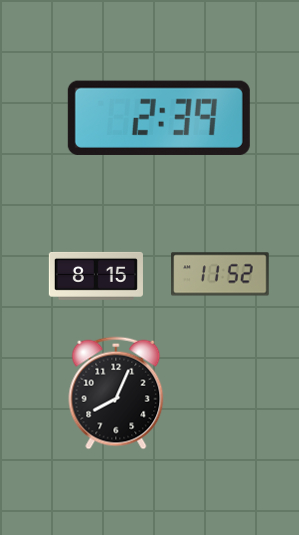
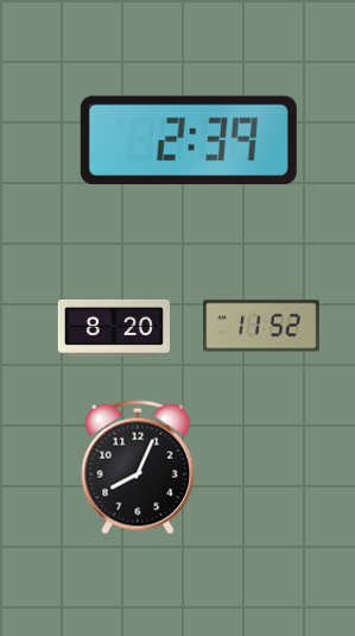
clock at (96, 276): 8:15 -> 8:20
